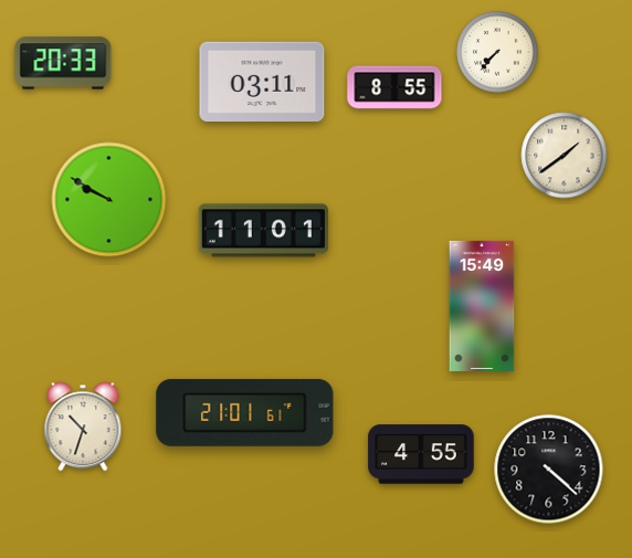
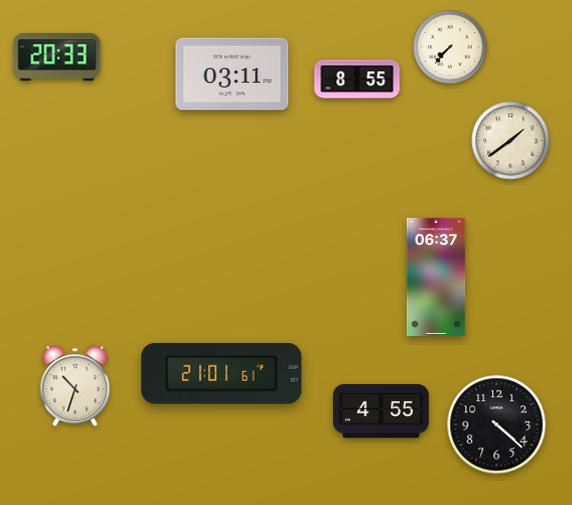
clock at (262, 81) position: (262, 81) -> (232, 73)
clock at (109, 200): 9:50 -> none
clock at (263, 231): 11:01 -> none
clock at (482, 306): 15:49 -> 06:37
